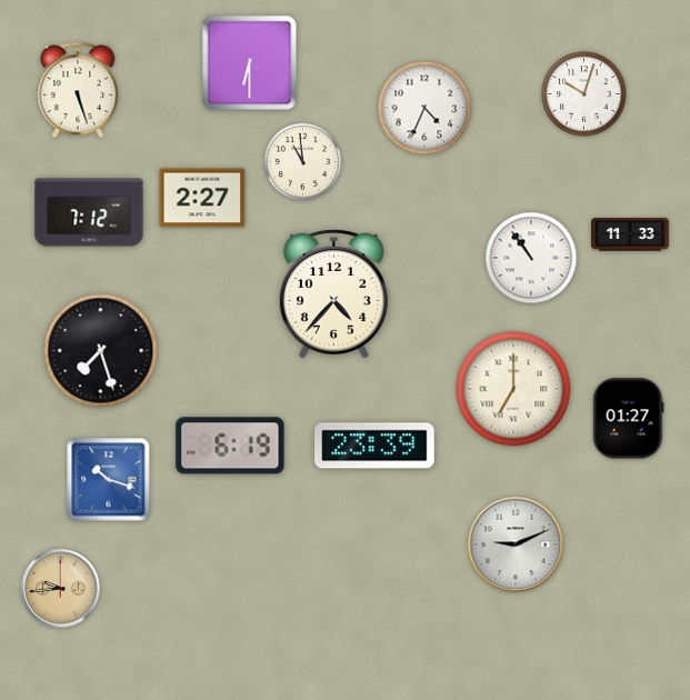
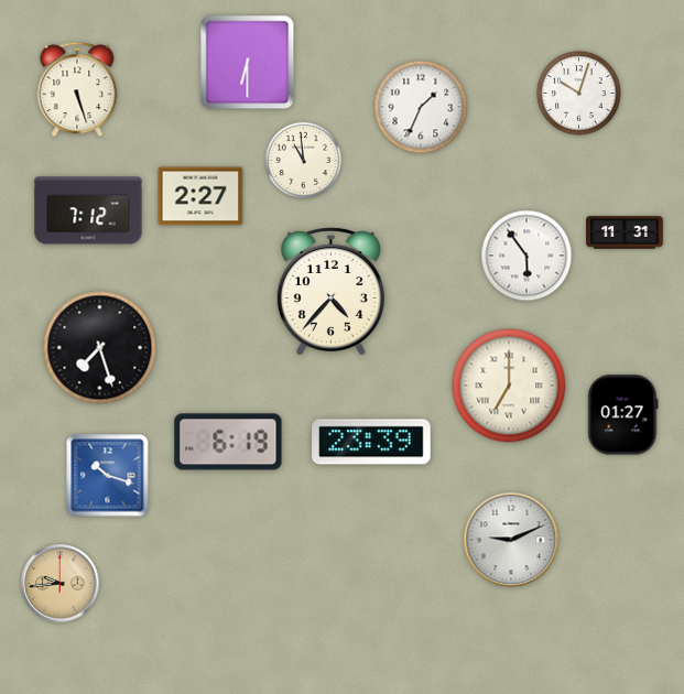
clock at (424, 108): 4:34 -> 1:34
clock at (303, 162) position: (303, 162) -> (304, 161)
clock at (630, 234): 11:33 -> 11:31
clock at (531, 258): 10:54 -> 5:54
